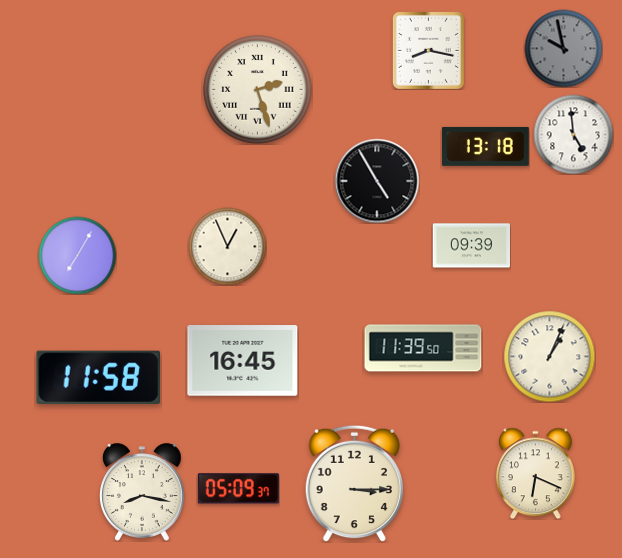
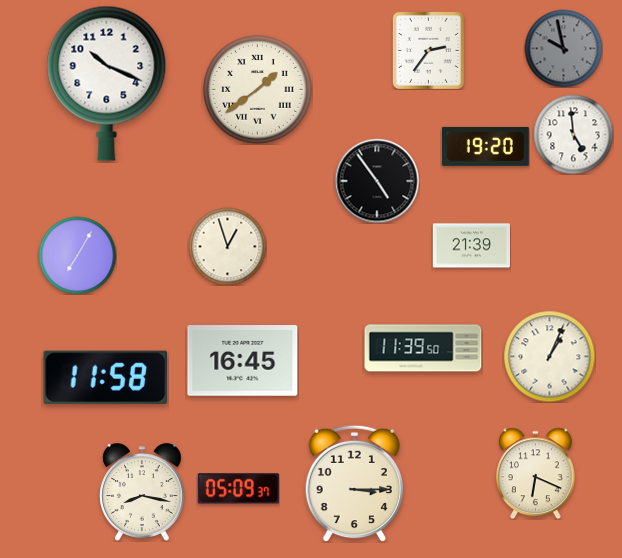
clock at (428, 50): 8:17 -> 2:36
clock at (107, 83): none -> 10:19
clock at (258, 90): 2:27 -> 1:39
clock at (485, 146): 13:18 -> 19:20
clock at (377, 181): 4:55 -> 4:54
clock at (227, 246): 12:56 -> 12:57
clock at (471, 246): 09:39 -> 21:39
clock at (99, 377) position: (99, 377) -> (106, 377)
